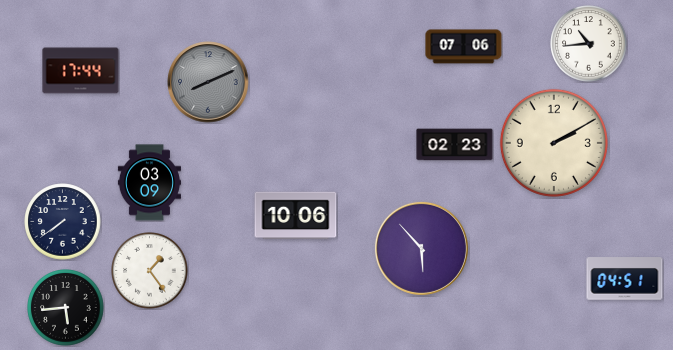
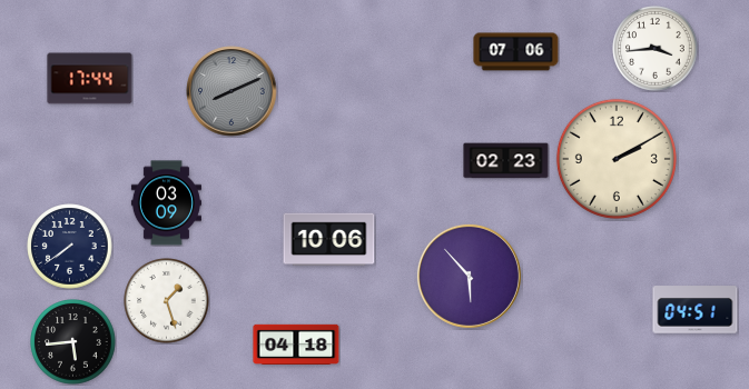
clock at (589, 44): 10:44 -> 3:44
clock at (150, 271): 1:24 -> 1:27
clock at (296, 345): none -> 04:18
